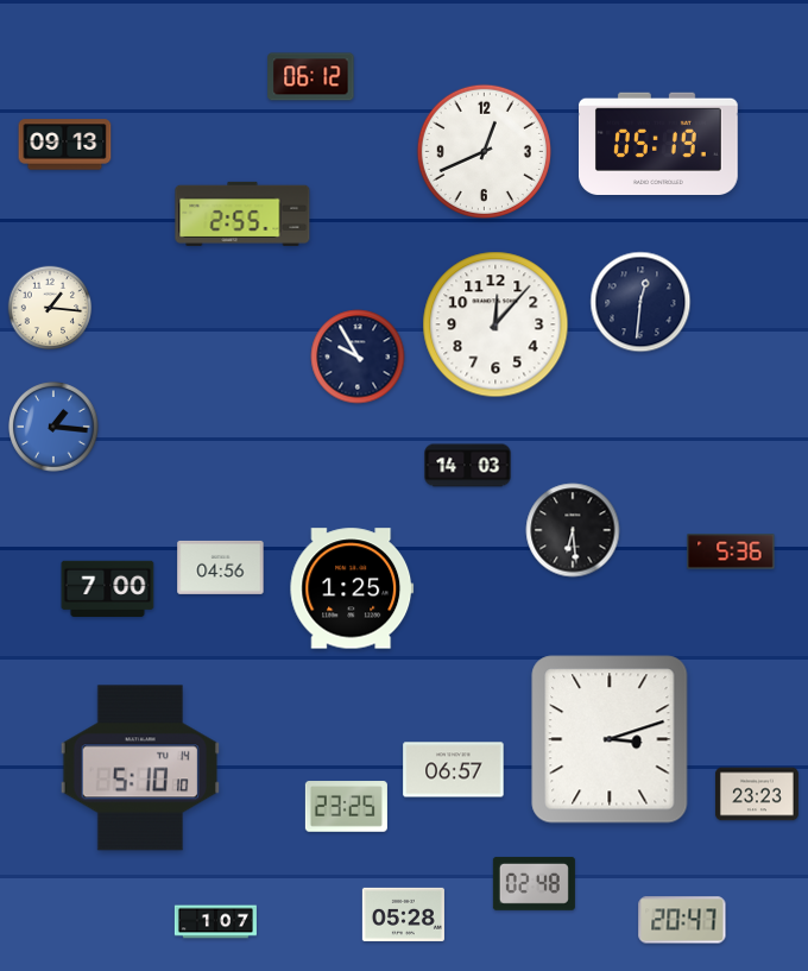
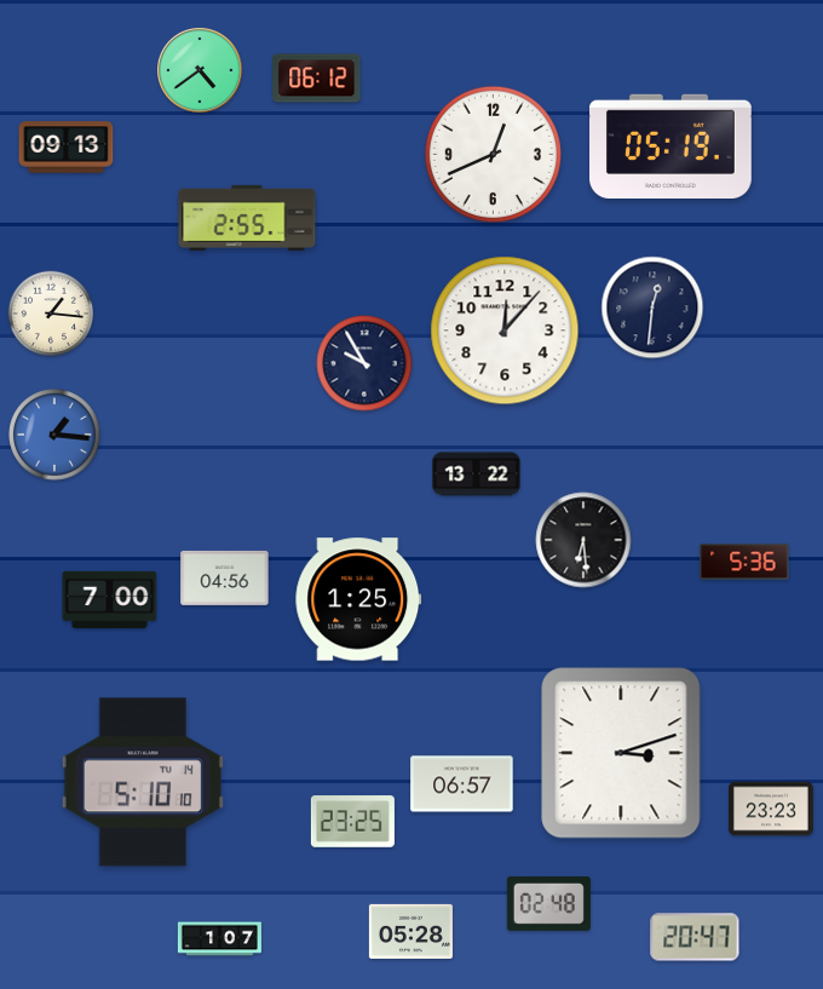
clock at (201, 71): none -> 4:39
clock at (468, 466): 14:03 -> 13:22
clock at (534, 883) position: (534, 883) -> (548, 903)
